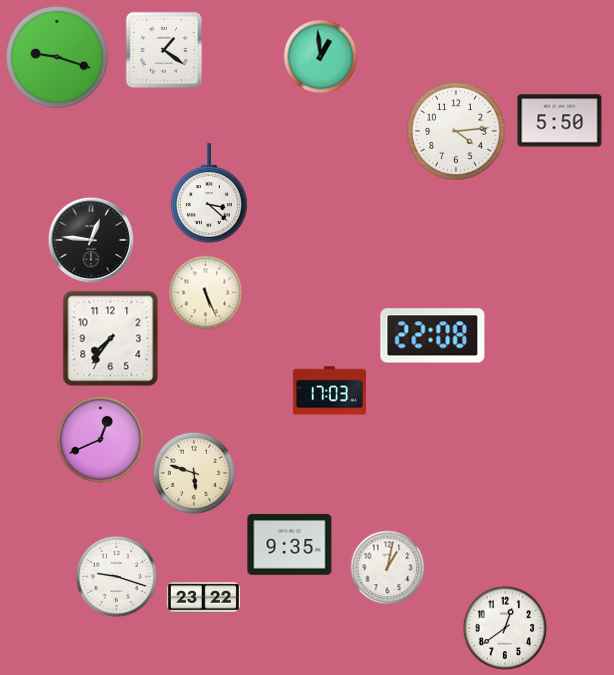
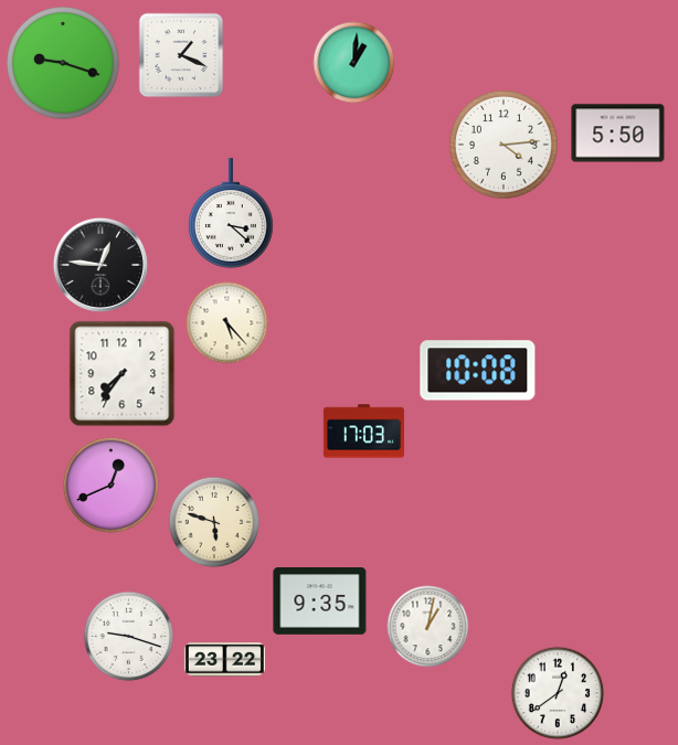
clock at (164, 50): 1:21 -> 1:19
clock at (321, 57): 12:59 -> 1:01
clock at (206, 293): 5:26 -> 5:23
clock at (433, 336): 22:08 -> 10:08
